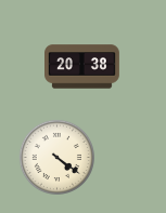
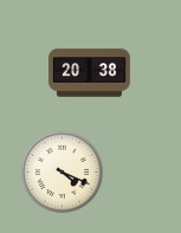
clock at (58, 158): 4:21 -> 4:19
